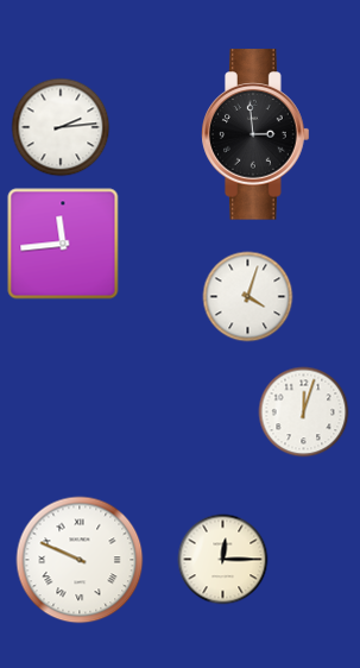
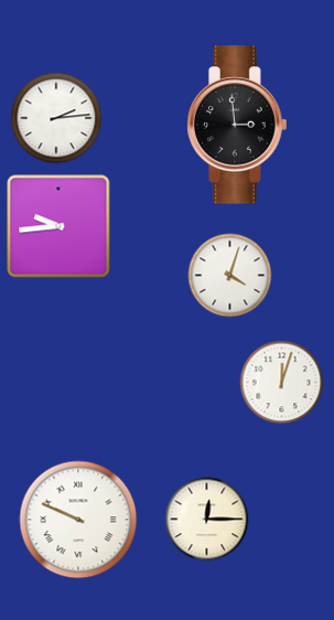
clock at (63, 244): 11:44 -> 9:44
clock at (80, 560) position: (80, 560) -> (78, 520)
